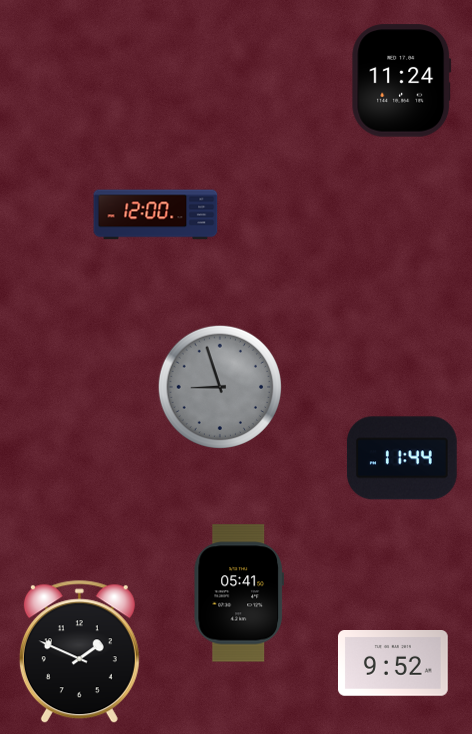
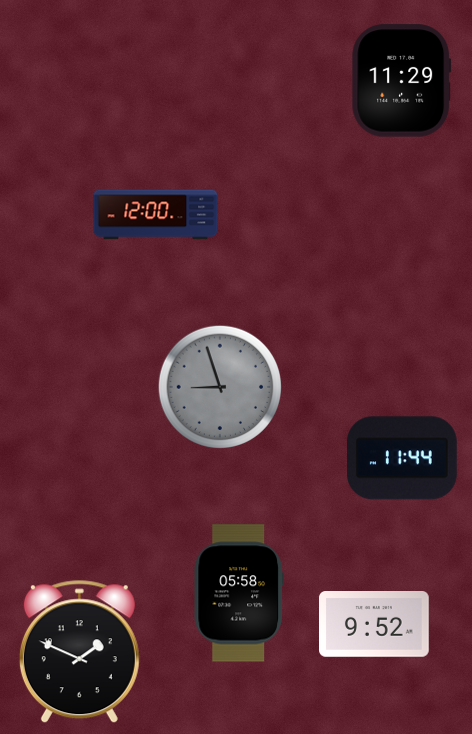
clock at (402, 81): 11:24 -> 11:29
clock at (238, 593): 05:41 -> 05:58
clock at (394, 664) position: (394, 664) -> (375, 625)
